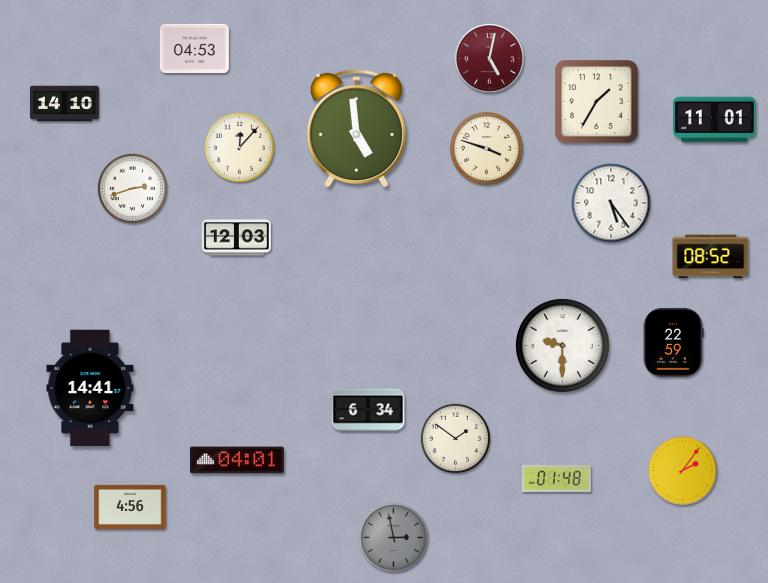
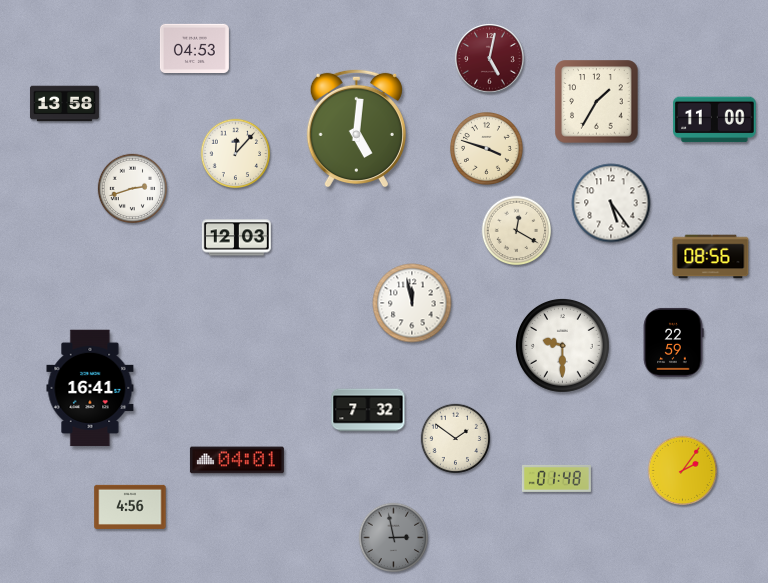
clock at (64, 104): 14:10 -> 13:58
clock at (715, 120): 11:01 -> 11:00
clock at (356, 128): 4:59 -> 5:01
clock at (240, 148) position: (240, 148) -> (236, 154)
clock at (517, 231): none -> 12:20
clock at (711, 257): 08:52 -> 08:56
clock at (412, 303): none -> 11:58
clock at (90, 388): 14:41 -> 16:41
clock at (368, 410): 6:34 -> 7:32
